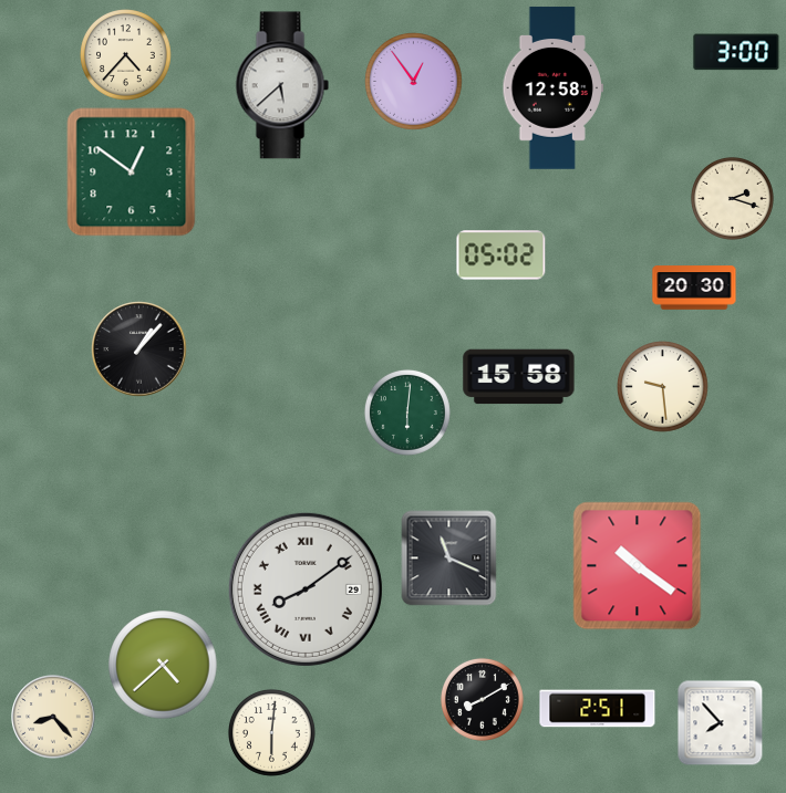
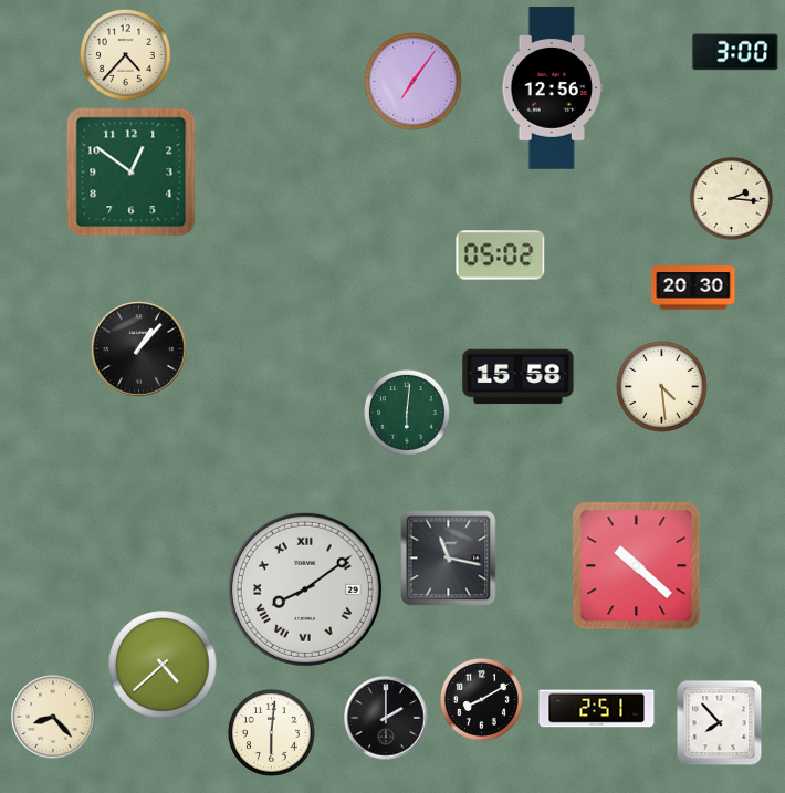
clock at (414, 82): 12:54 -> 7:06
clock at (282, 85): 5:38 -> none
clock at (552, 88): 12:58 -> 12:56
clock at (732, 198): 2:18 -> 2:16
clock at (663, 387): 9:29 -> 4:29
clock at (449, 559): 11:19 -> 11:17
clock at (638, 566): 10:21 -> 10:22
clock at (386, 718): none -> 2:00
